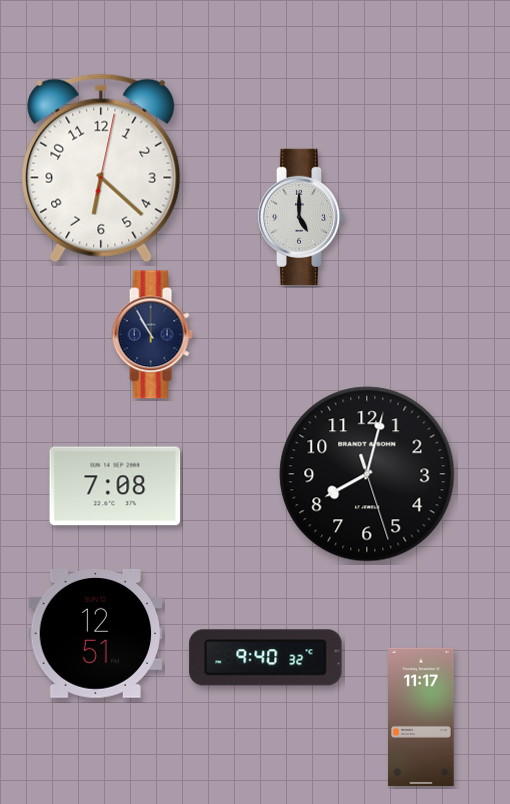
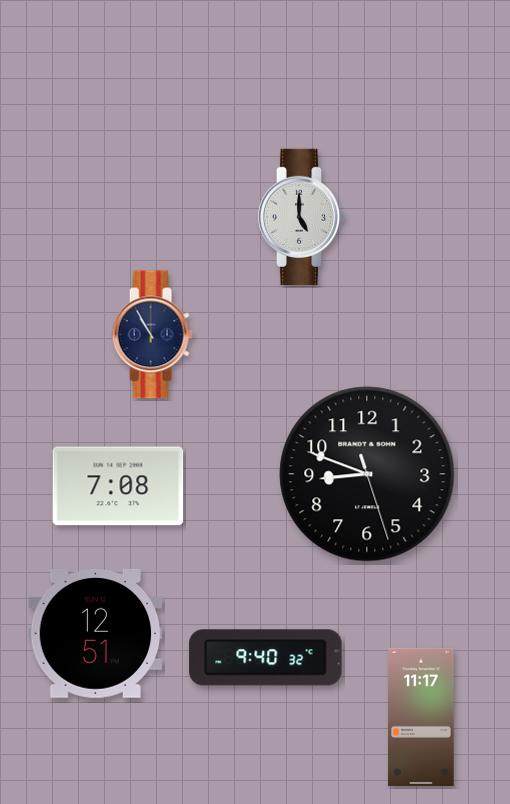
clock at (101, 168): 6:22 -> none
clock at (367, 474): 8:02 -> 8:48
clock at (115, 486) position: (115, 486) -> (118, 486)
